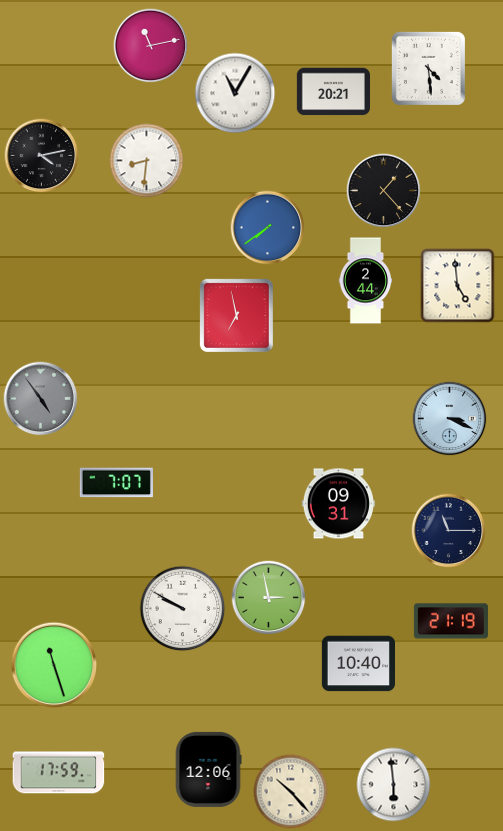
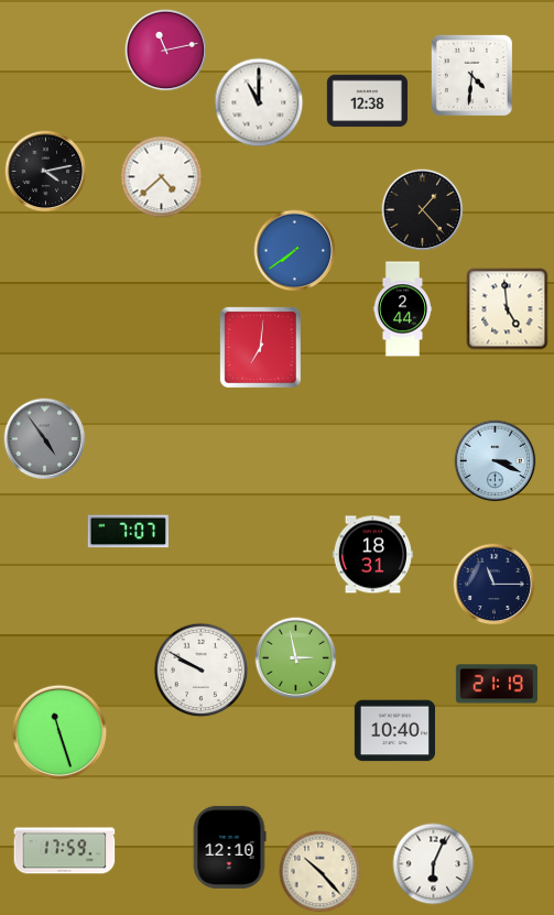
clock at (428, 68): 4:29 -> 4:31
clock at (333, 92): 20:21 -> 12:38
clock at (235, 93): 11:05 -> 11:00
clock at (147, 161): 8:31 -> 4:38
clock at (458, 286) position: (458, 286) -> (508, 309)
clock at (236, 315): 6:58 -> 7:01
clock at (338, 504): 09:31 -> 18:31
clock at (208, 769): 12:06 -> 12:10
clock at (394, 785): 5:59 -> 6:04
